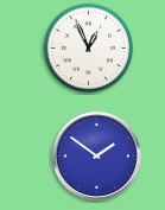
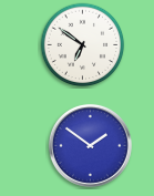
clock at (89, 49): 12:56 -> 6:51
